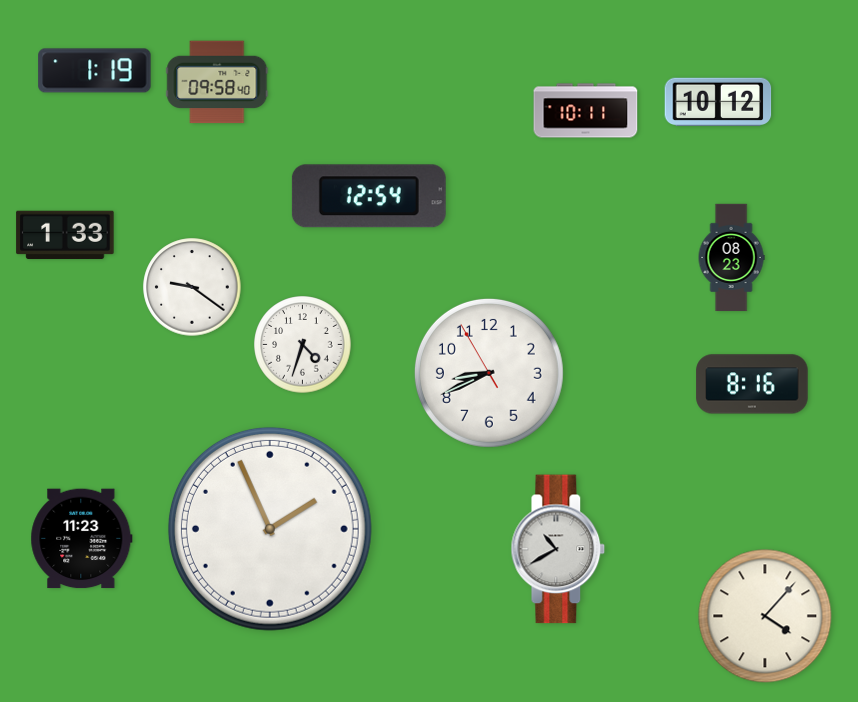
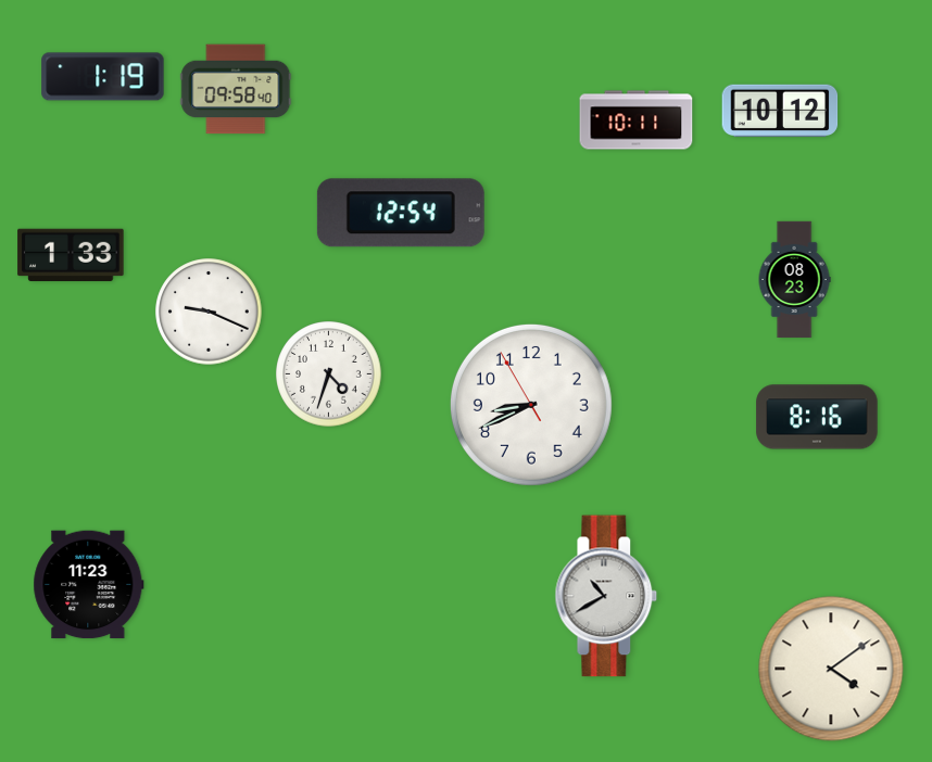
clock at (192, 287): 9:21 -> 9:19
clock at (270, 529): 1:56 -> none
clock at (765, 616): 4:07 -> 4:09
